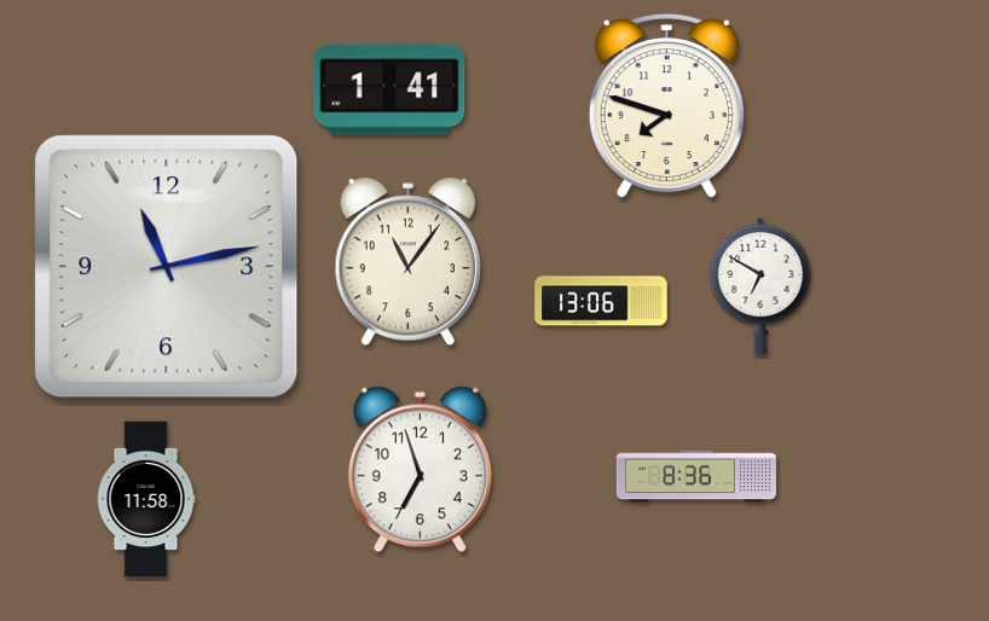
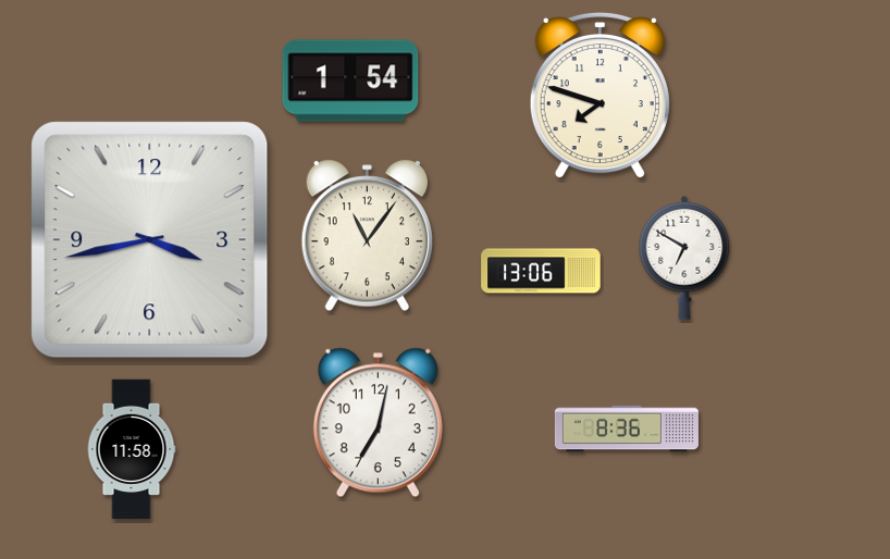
clock at (389, 89): 1:41 -> 1:54
clock at (167, 267): 11:13 -> 3:43
clock at (420, 470): 6:57 -> 7:02
